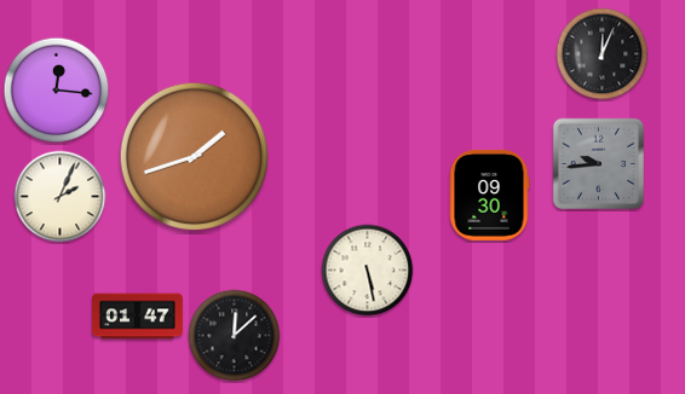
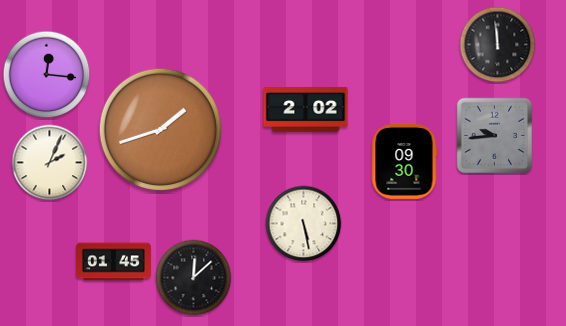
clock at (603, 54): 12:04 -> 11:59
clock at (306, 110): none -> 2:02
clock at (138, 317): 01:47 -> 01:45
